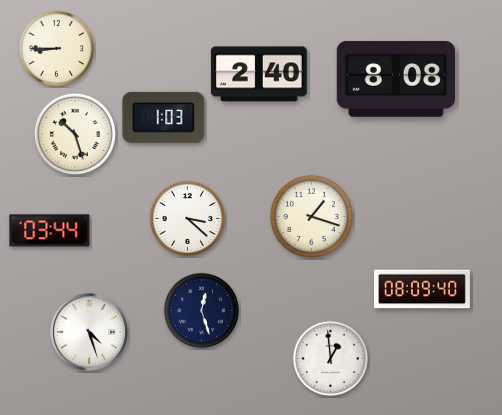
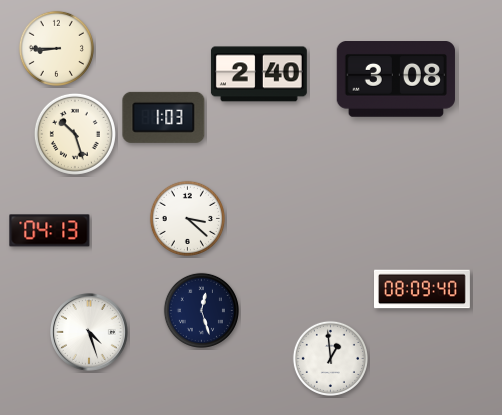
clock at (396, 80): 8:08 -> 3:08
clock at (311, 216): 1:18 -> none
clock at (50, 231): 03:44 -> 04:13
